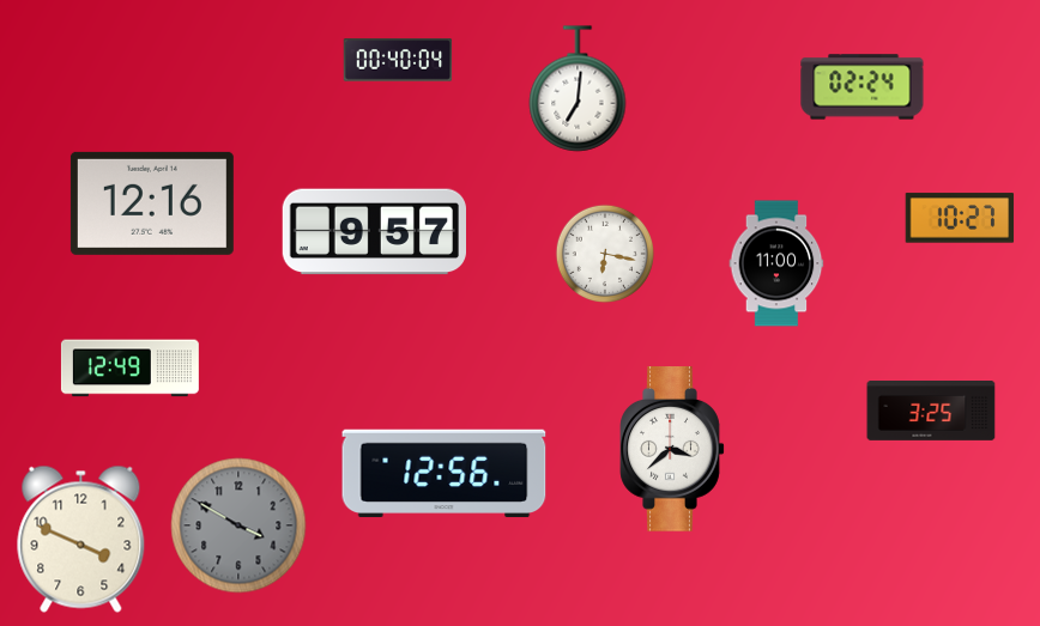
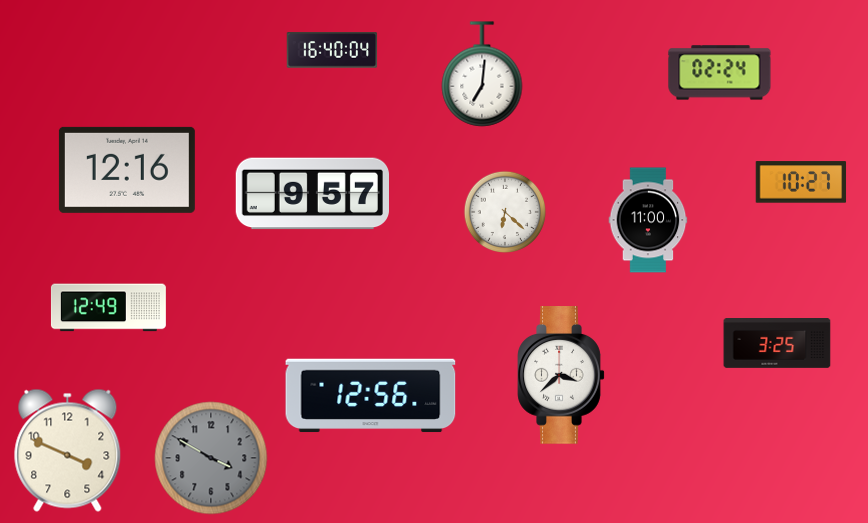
clock at (398, 60): 00:40 -> 16:40
clock at (605, 254): 6:17 -> 6:22
clock at (238, 525) position: (238, 525) -> (211, 458)
